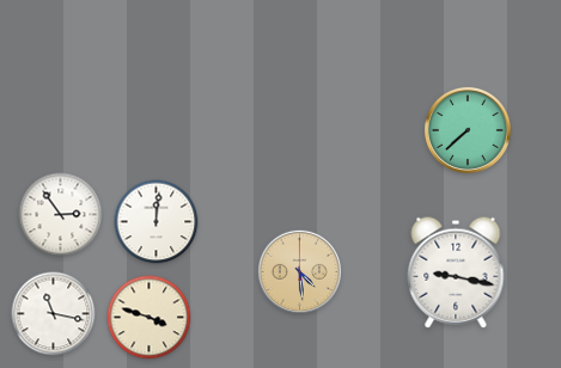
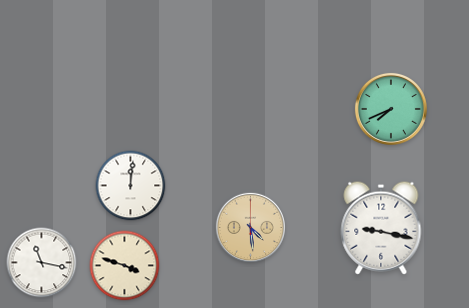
clock at (468, 130): 7:38 -> 7:41
clock at (61, 215): 2:54 -> none
clock at (54, 314) position: (54, 314) -> (42, 263)
